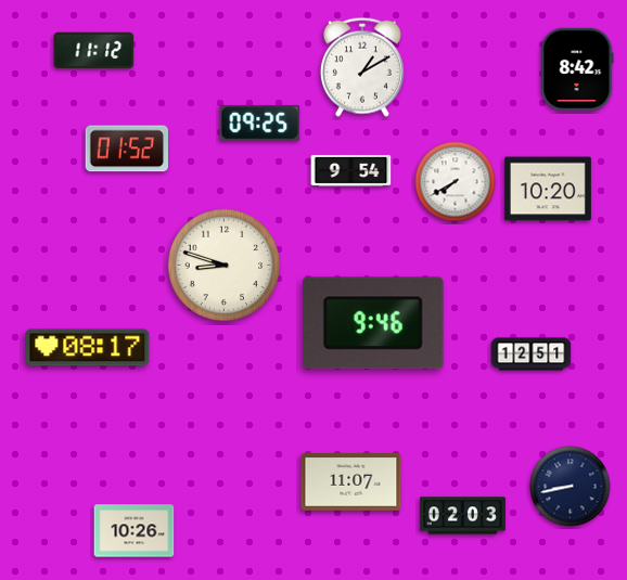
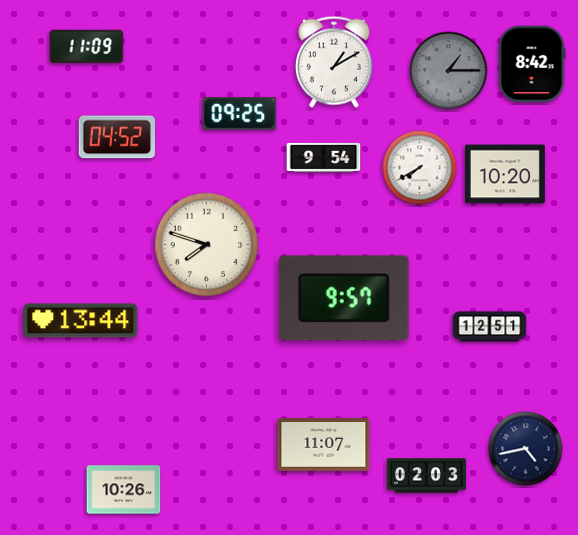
clock at (94, 51): 11:12 -> 11:09
clock at (449, 71): none -> 1:15
clock at (126, 149): 01:52 -> 04:52
clock at (225, 266): 8:48 -> 7:48
clock at (373, 323): 9:46 -> 9:57
clock at (88, 348): 08:17 -> 13:44
clock at (571, 487): 8:43 -> 4:43
